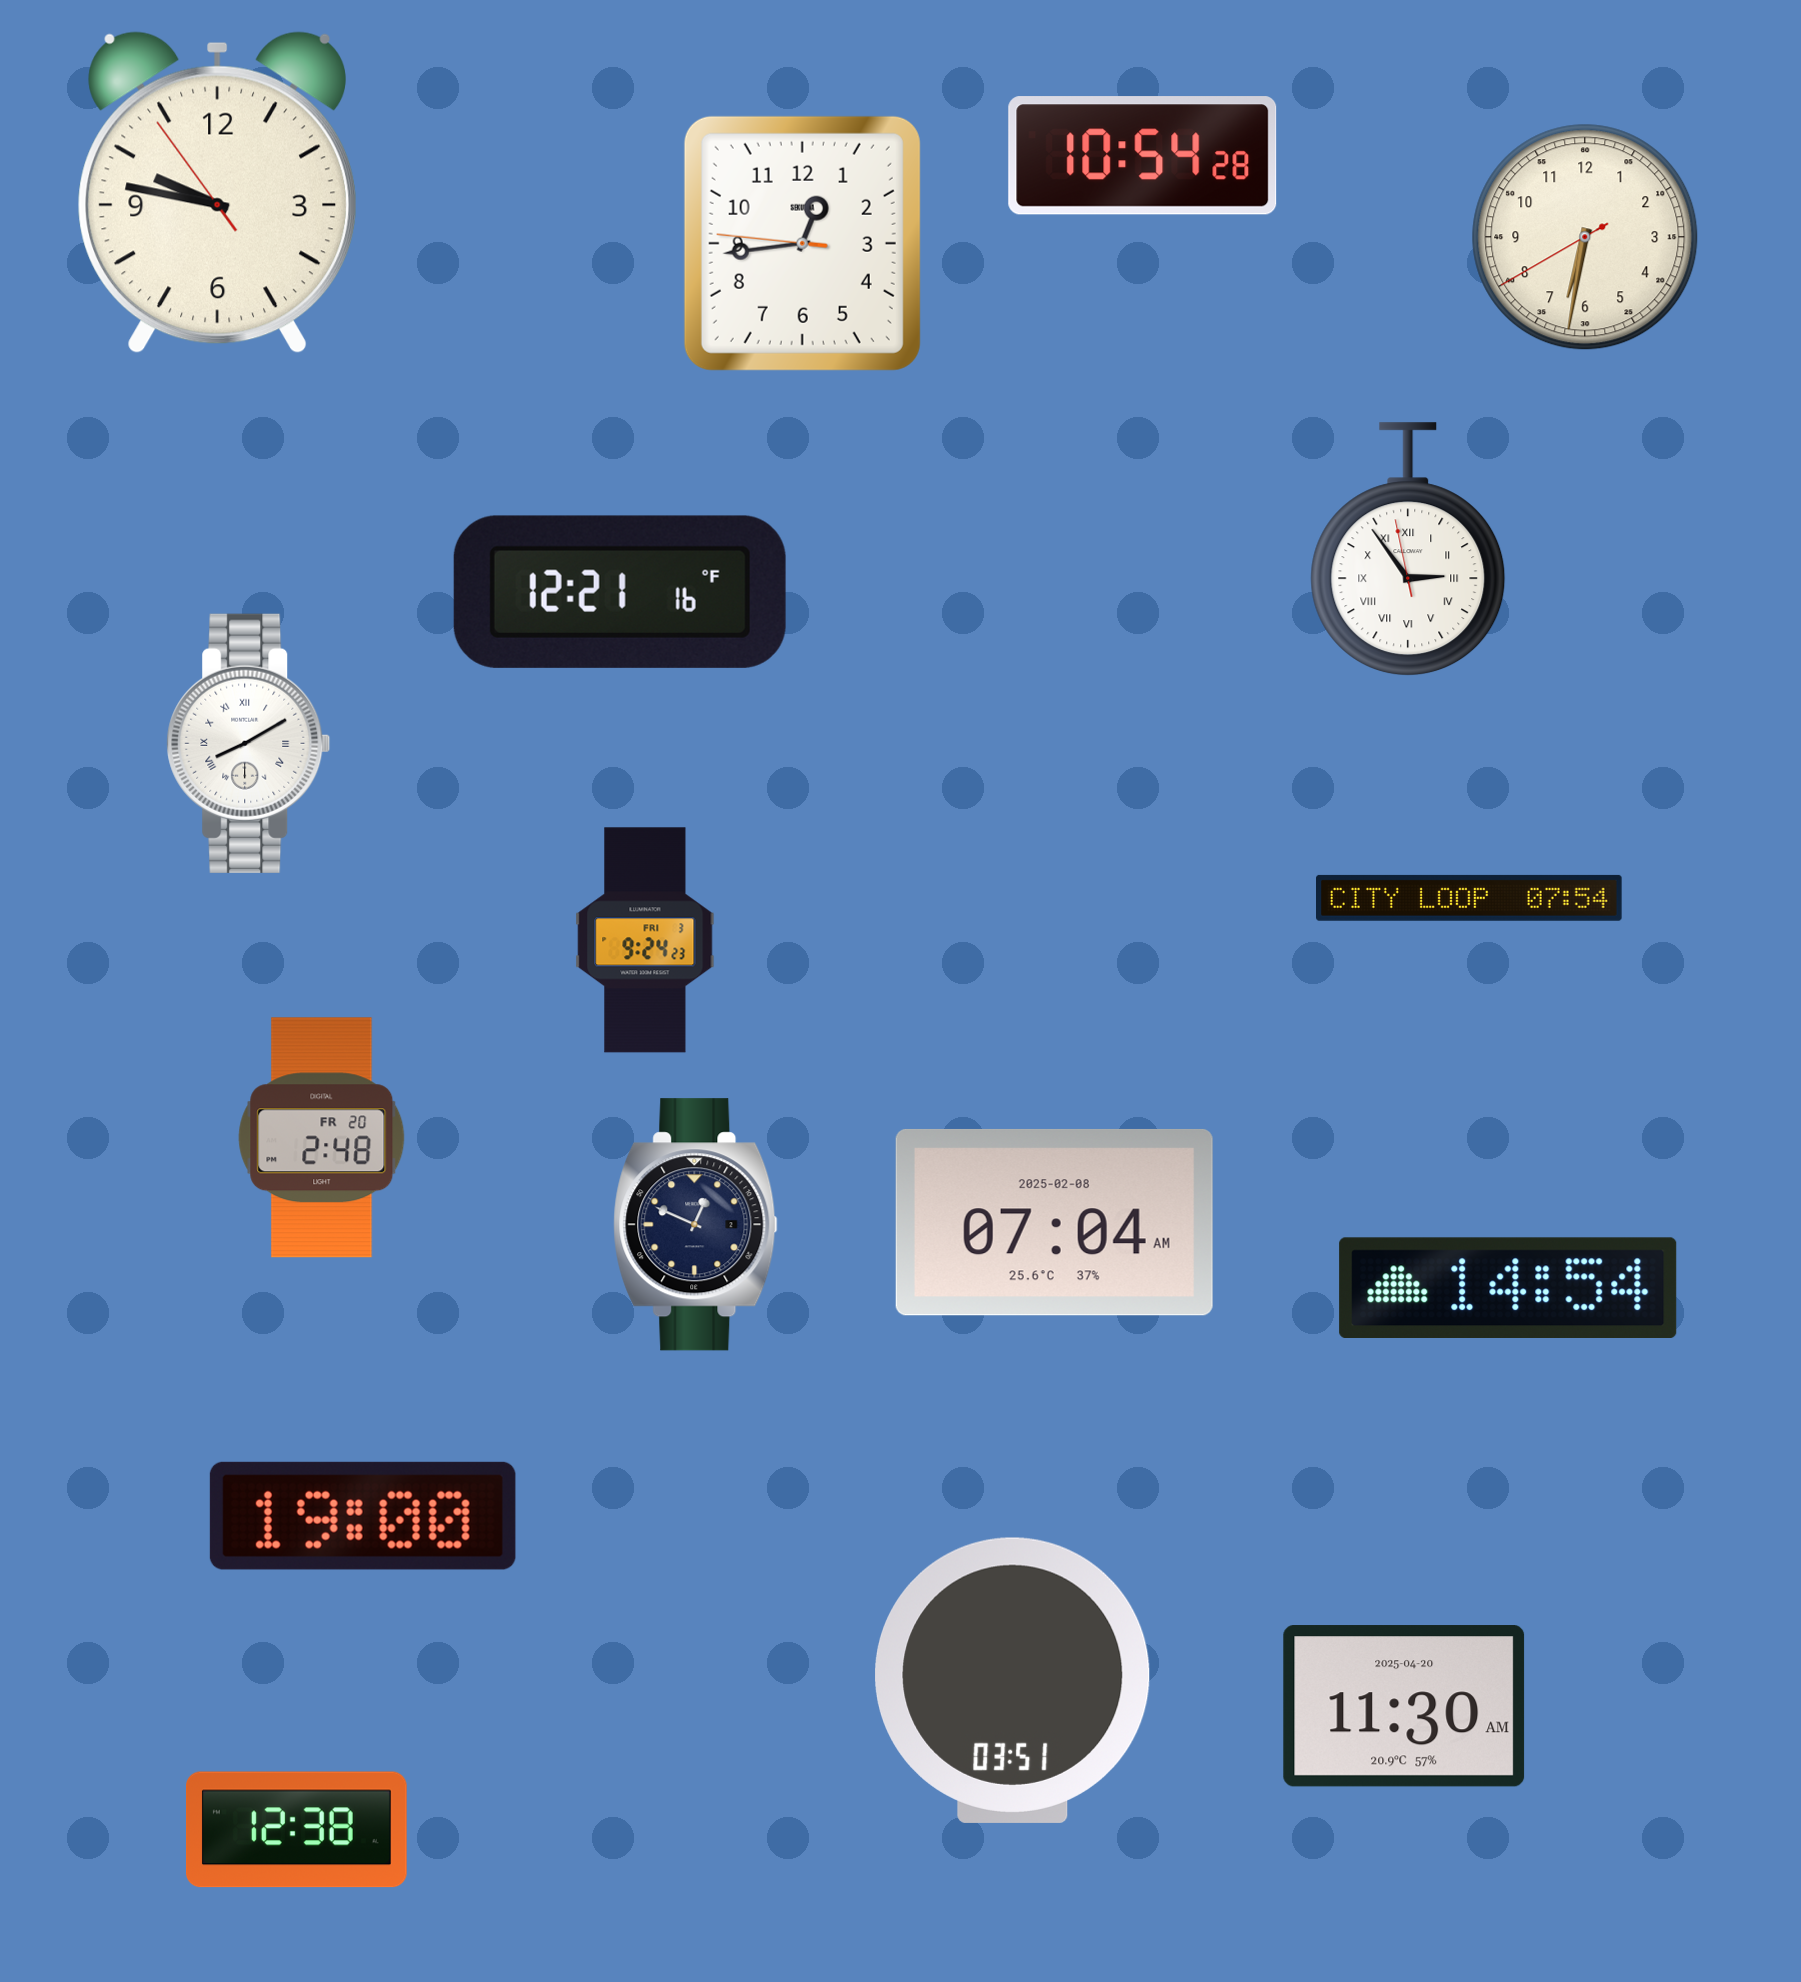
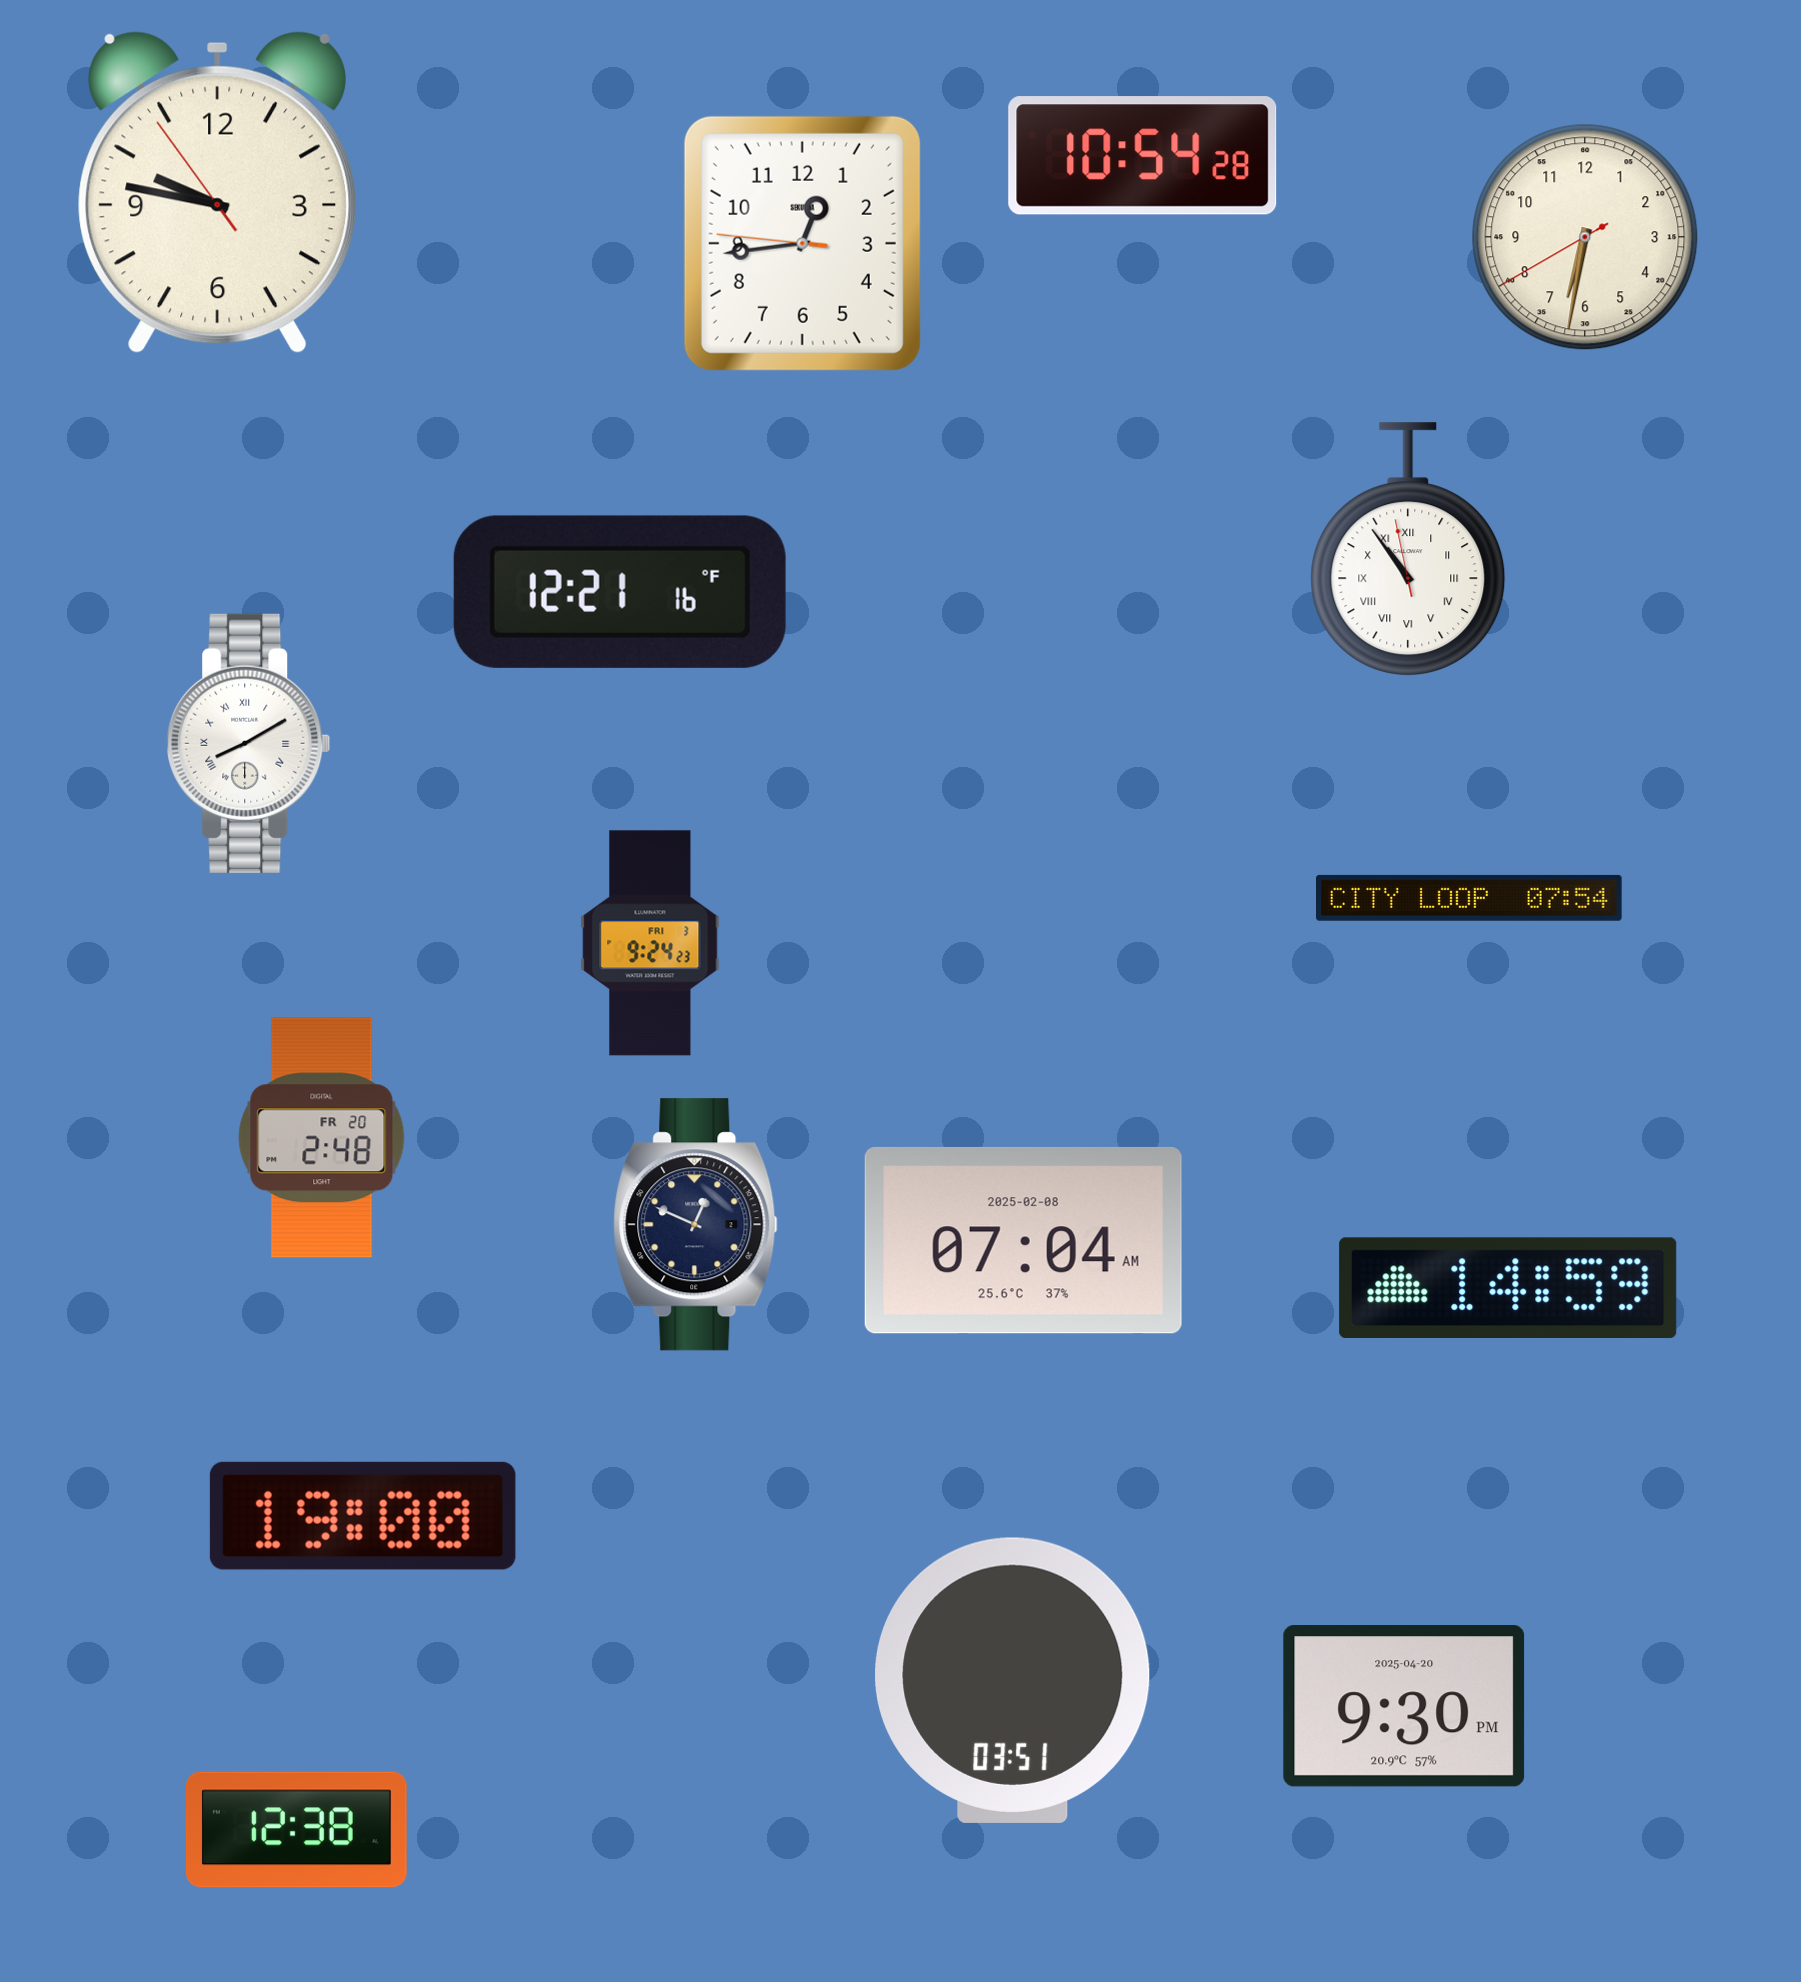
clock at (1408, 550): 2:53 -> 10:53
clock at (645, 940) position: (645, 940) -> (650, 943)
clock at (1054, 1222) position: (1054, 1222) -> (1023, 1240)
clock at (1508, 1287): 14:54 -> 14:59
clock at (1404, 1706): 11:30 -> 9:30
